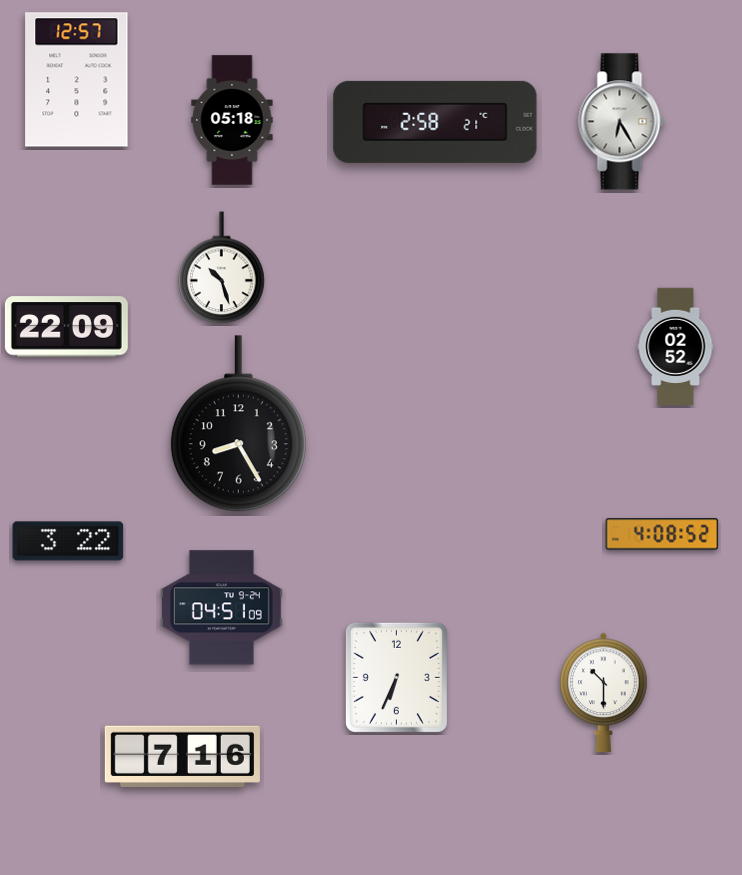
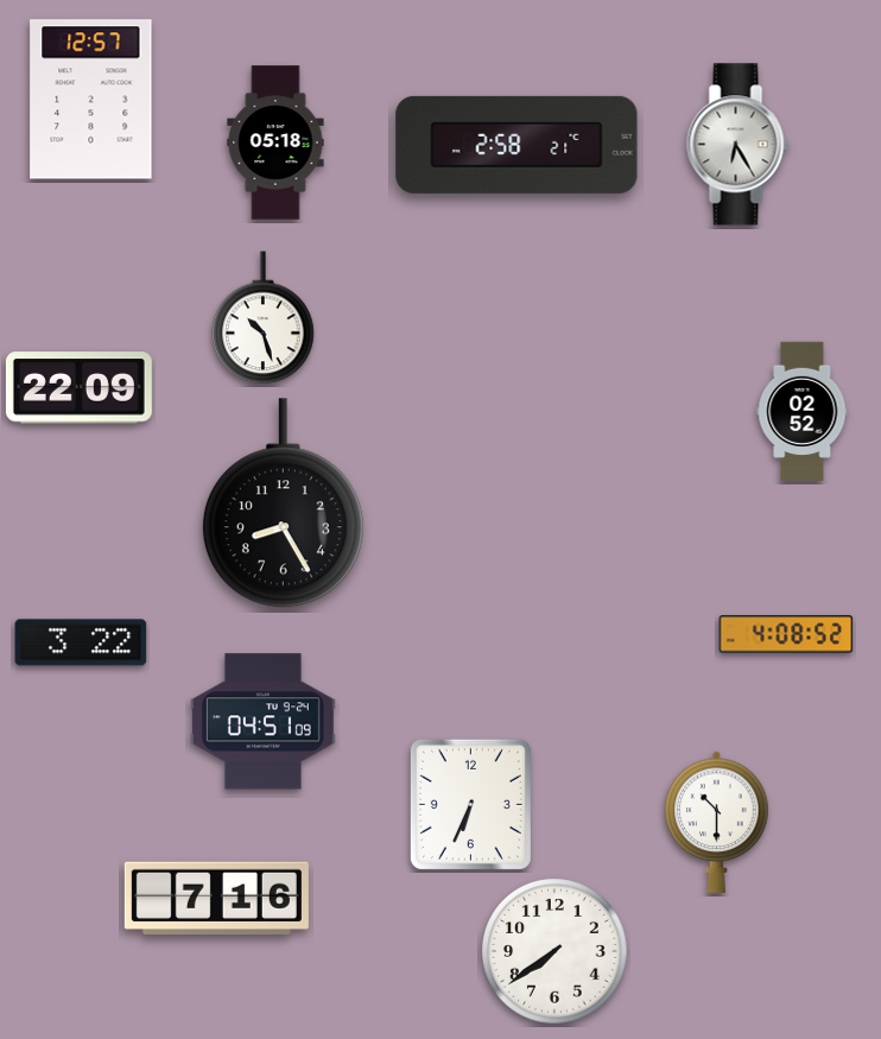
clock at (77, 80) position: (77, 80) -> (91, 100)
clock at (554, 951): none -> 7:39
